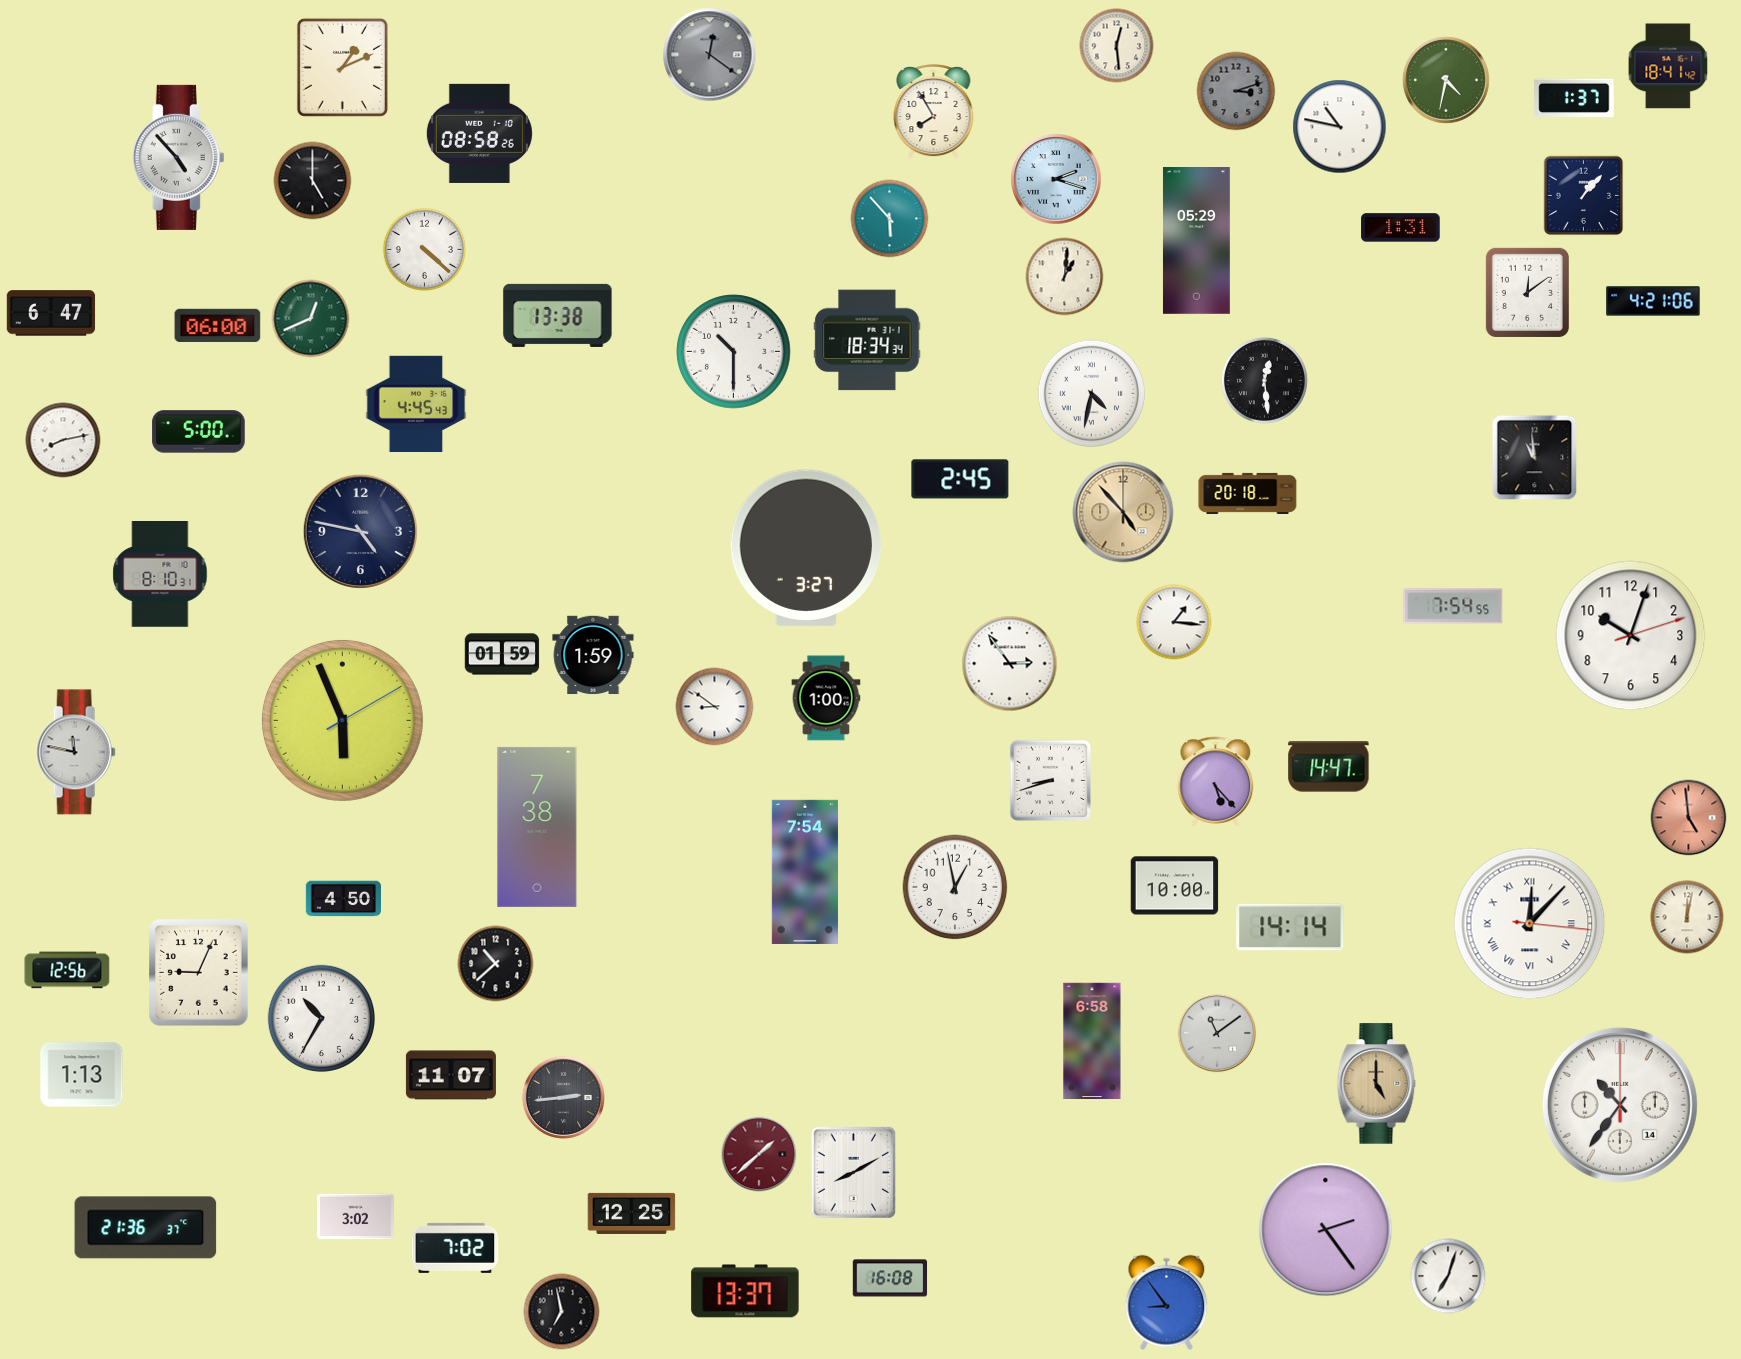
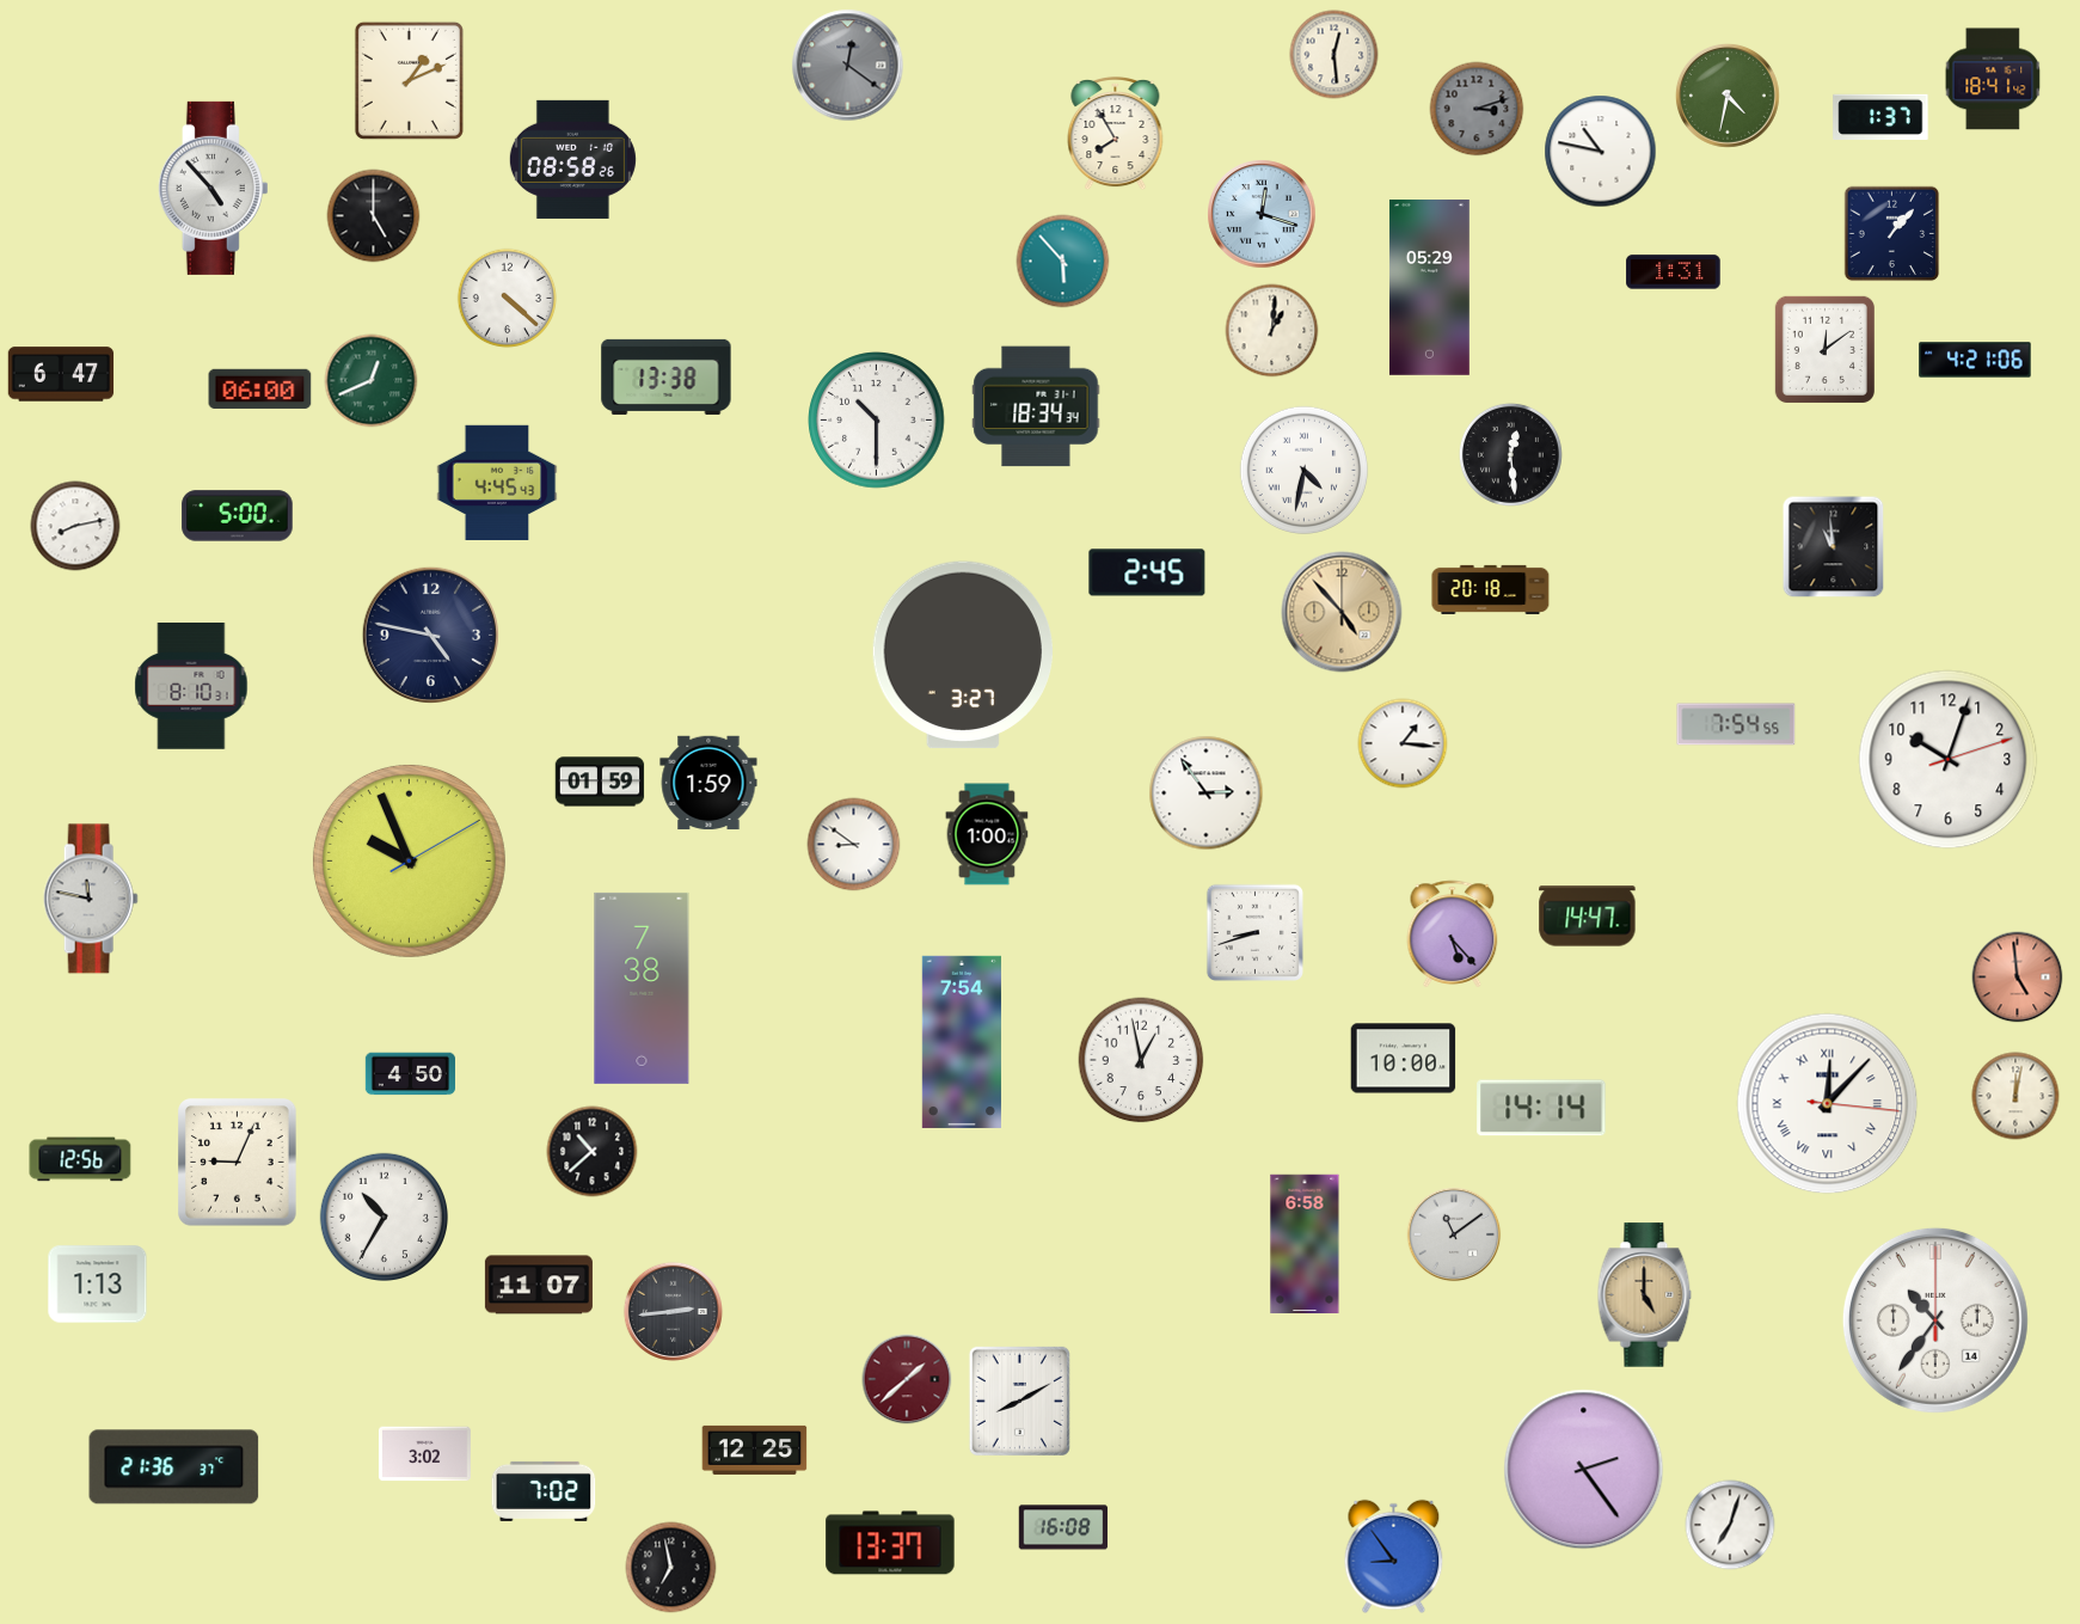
clock at (1056, 179): 2:18 -> 12:18
clock at (342, 720): 5:56 -> 9:56
